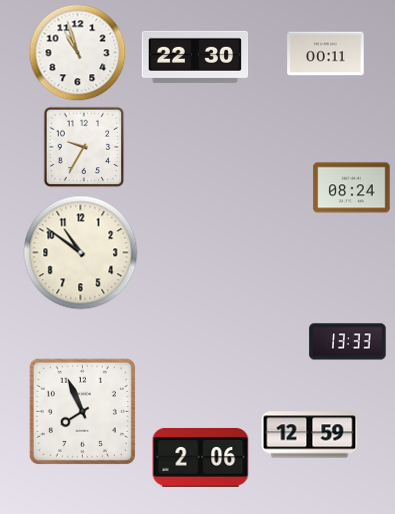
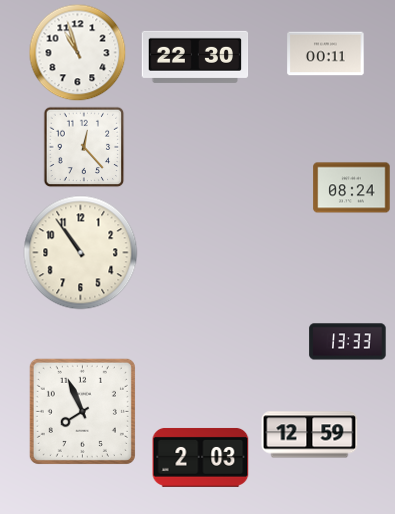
clock at (84, 147): 9:35 -> 12:23
clock at (81, 253): 10:51 -> 10:54
clock at (201, 457): 2:06 -> 2:03
